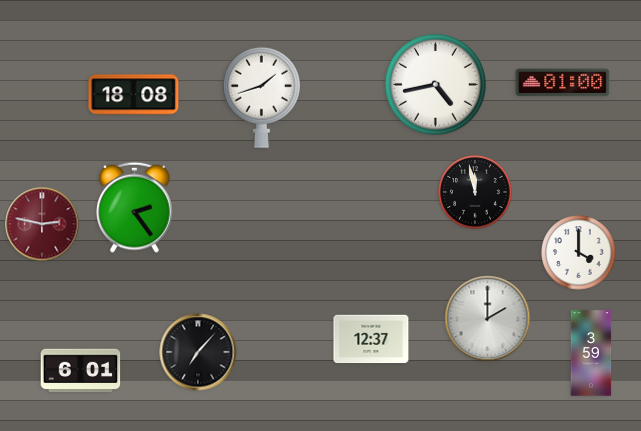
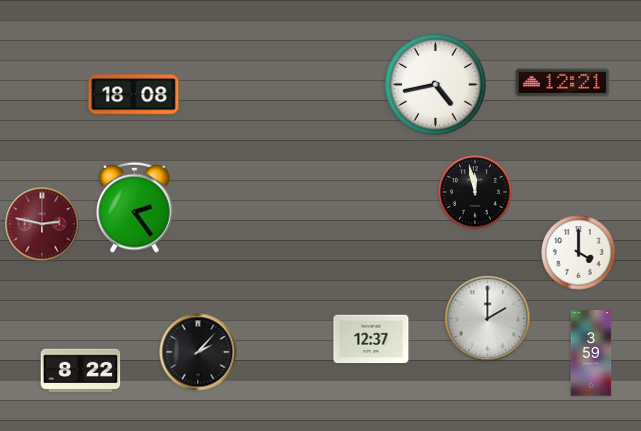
clock at (563, 83): 01:00 -> 12:21
clock at (261, 97): 1:42 -> none
clock at (198, 352): 7:07 -> 2:07
clock at (81, 371): 6:01 -> 8:22
